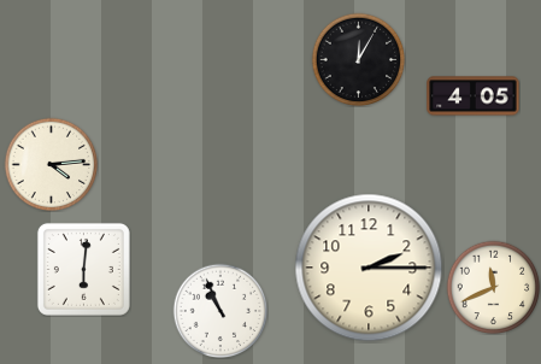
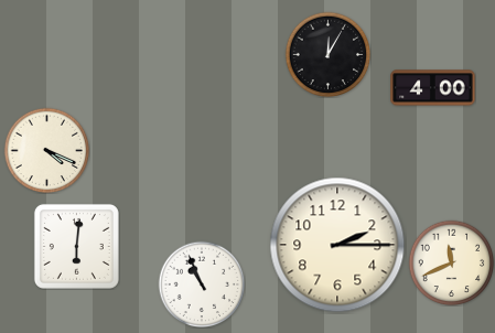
clock at (474, 96): 4:05 -> 4:00
clock at (51, 164): 4:14 -> 4:19
